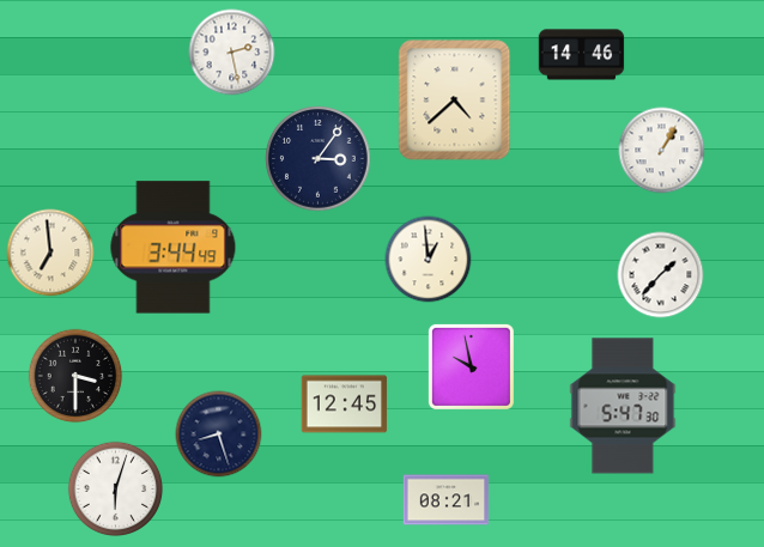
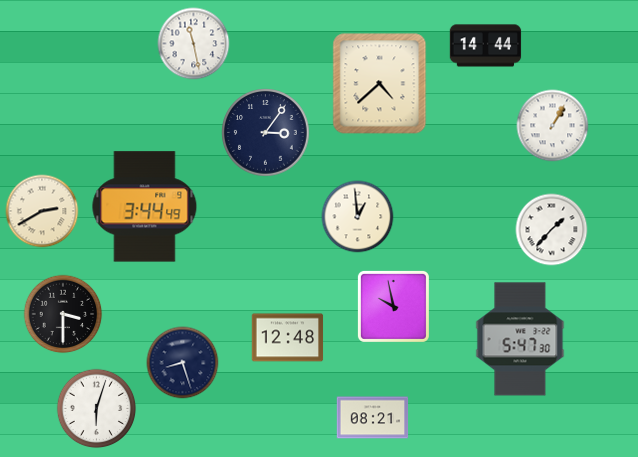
clock at (232, 53): 2:28 -> 11:28
clock at (582, 55): 14:46 -> 14:44
clock at (50, 253): 6:59 -> 2:40
clock at (345, 405): 12:45 -> 12:48
